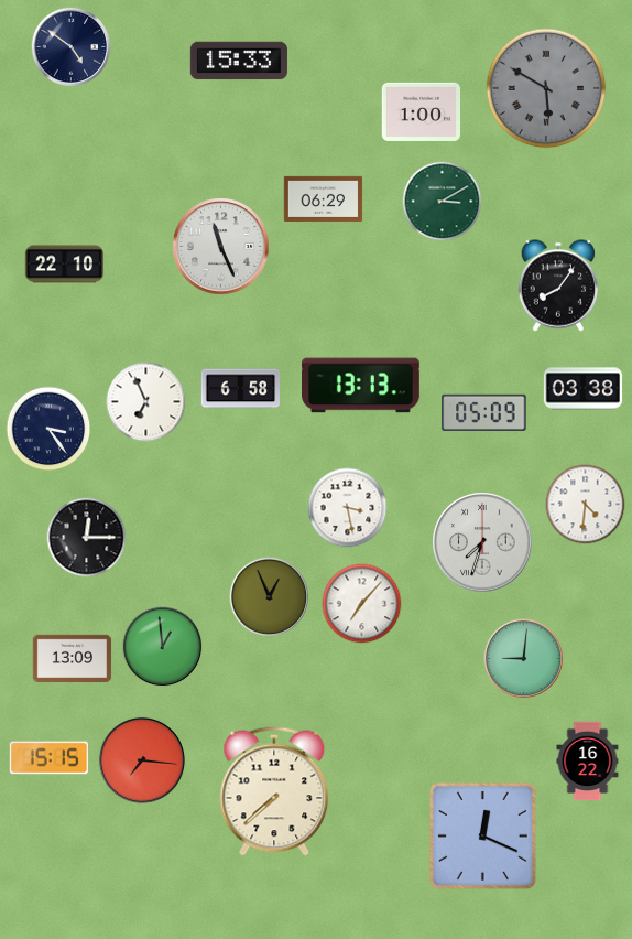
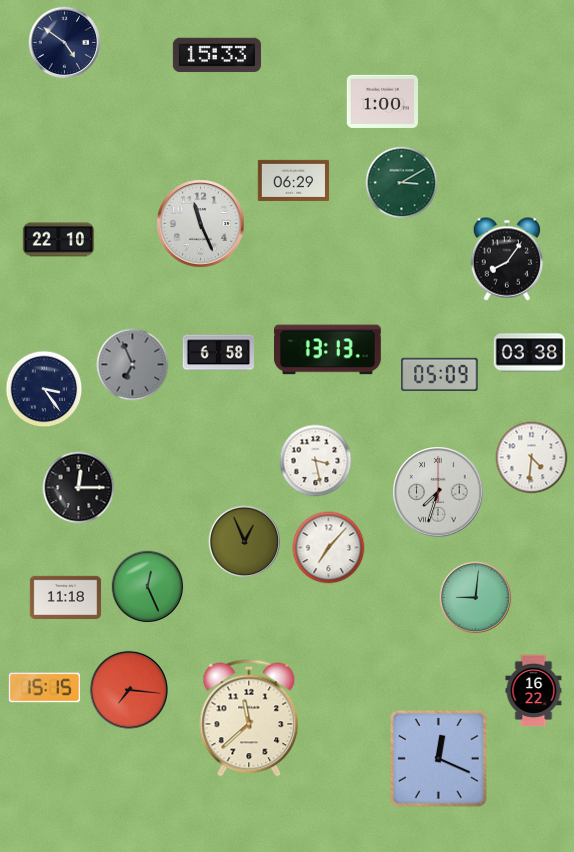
clock at (546, 88): 5:50 -> none
clock at (146, 402) dial: white -> grey
clock at (163, 647): 12:59 -> 12:26
clock at (73, 659): 13:09 -> 11:18
clock at (274, 791): 7:38 -> 11:38
